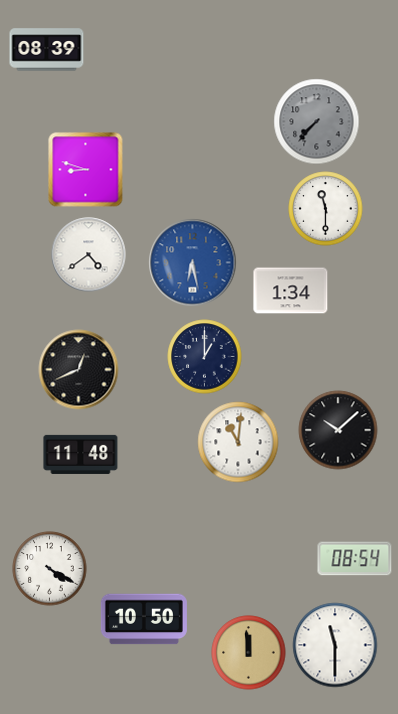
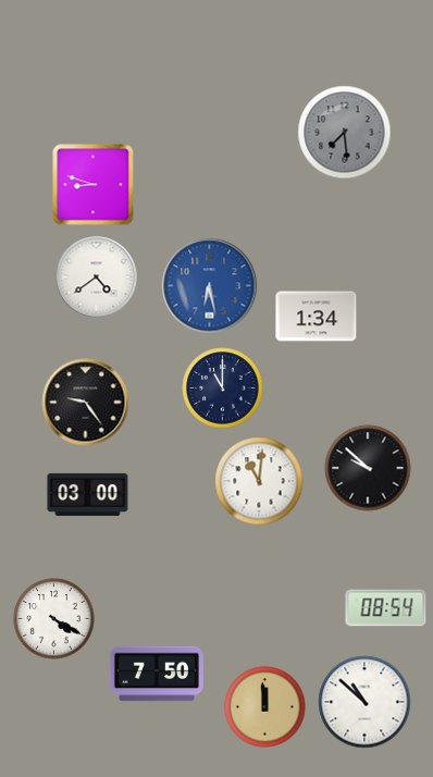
clock at (47, 50): 08:39 -> none
clock at (317, 122): 7:37 -> 7:29
clock at (326, 209): 11:30 -> none
clock at (205, 357): 1:00 -> 11:00
clock at (79, 370): 12:41 -> 9:24
clock at (338, 430): 10:08 -> 9:52
clock at (81, 454): 11:48 -> 03:00
clock at (144, 619): 10:50 -> 7:50
clock at (335, 645): 11:30 -> 10:52
clock at (249, 653) position: (249, 653) -> (265, 707)
